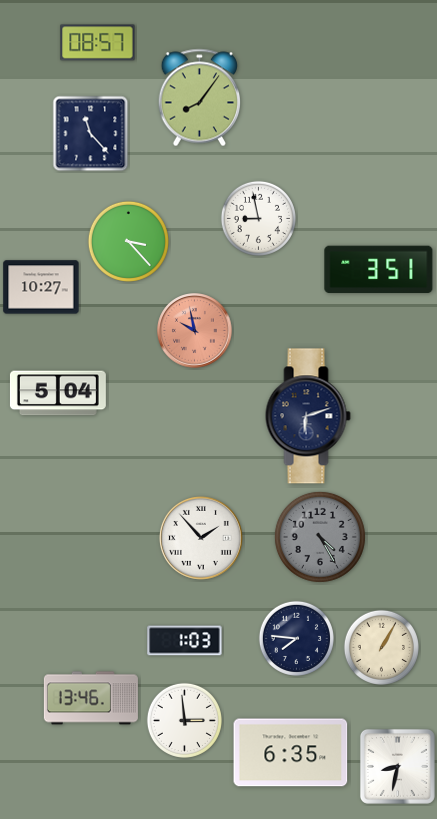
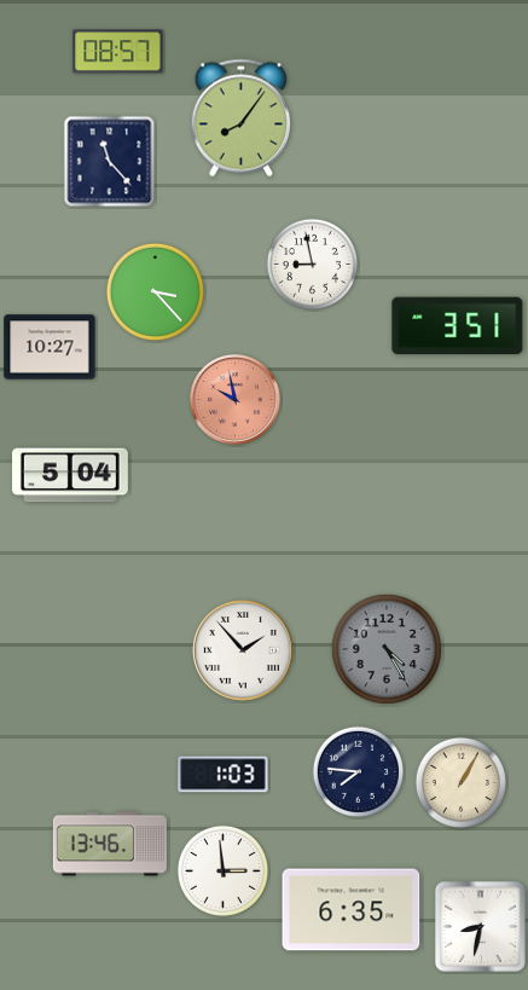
clock at (308, 416): 6:12 -> none
